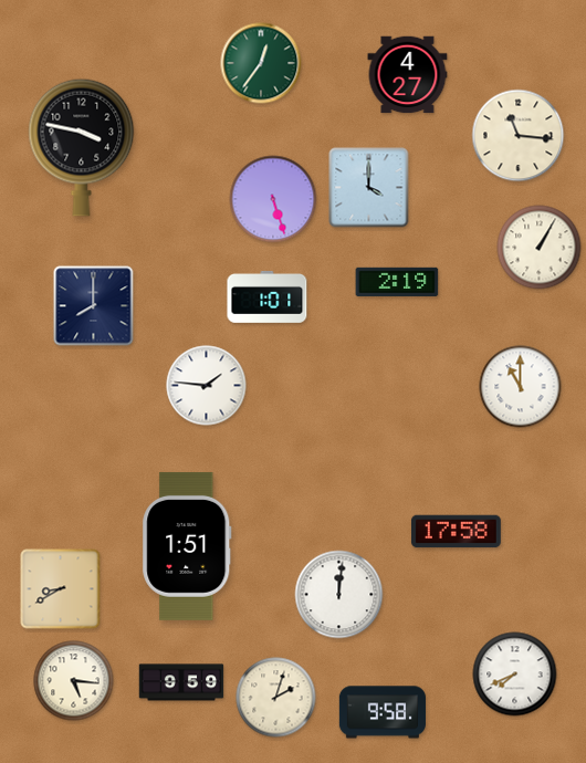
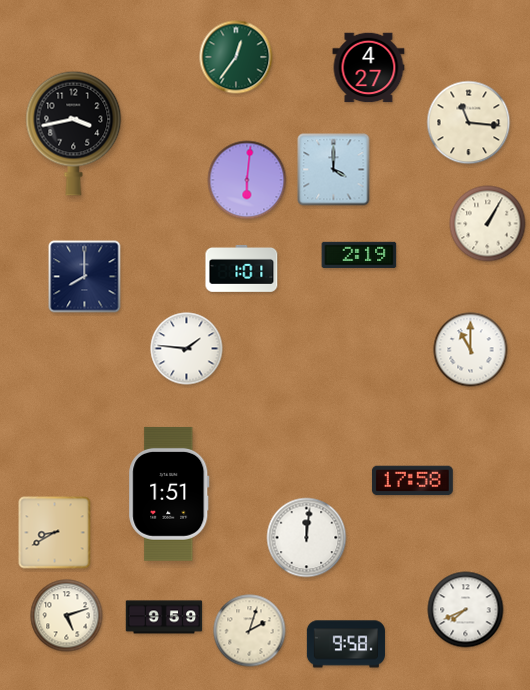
clock at (82, 147): 3:47 -> 3:43
clock at (273, 199): 5:27 -> 6:01
clock at (74, 681): 5:16 -> 5:12
